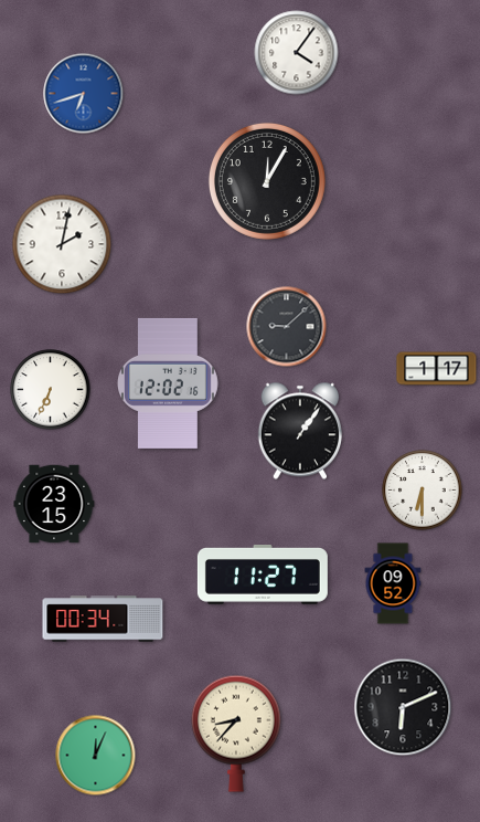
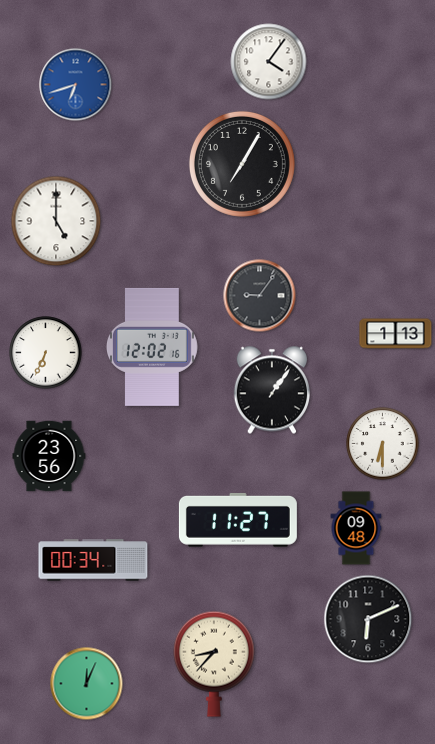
clock at (297, 53) position: (297, 53) -> (269, 62)
clock at (267, 181): 12:05 -> 7:05
clock at (62, 244): 2:02 -> 5:00
clock at (287, 327): 9:08 -> 9:06
clock at (437, 369): 1:17 -> 1:13
clock at (54, 504): 23:15 -> 23:56
clock at (393, 583): 09:52 -> 09:48
clock at (403, 707) position: (403, 707) -> (368, 619)
